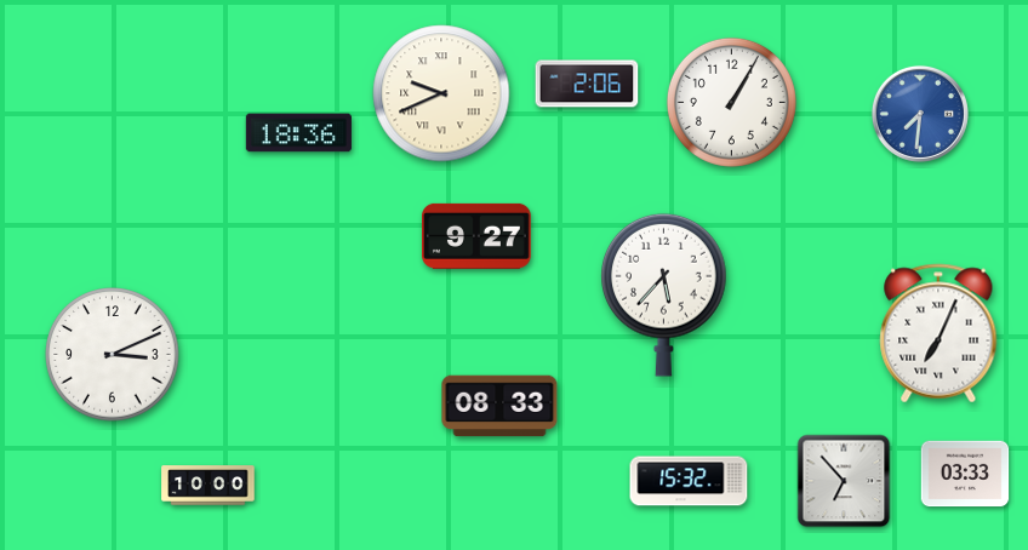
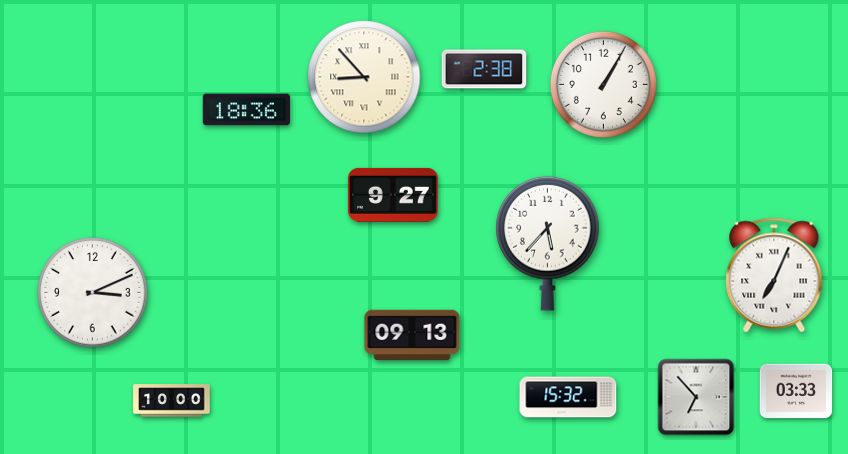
clock at (587, 84): 2:06 -> 2:38
clock at (441, 93): 9:41 -> 8:53
clock at (920, 114): 7:31 -> none
clock at (499, 406): 08:33 -> 09:13
